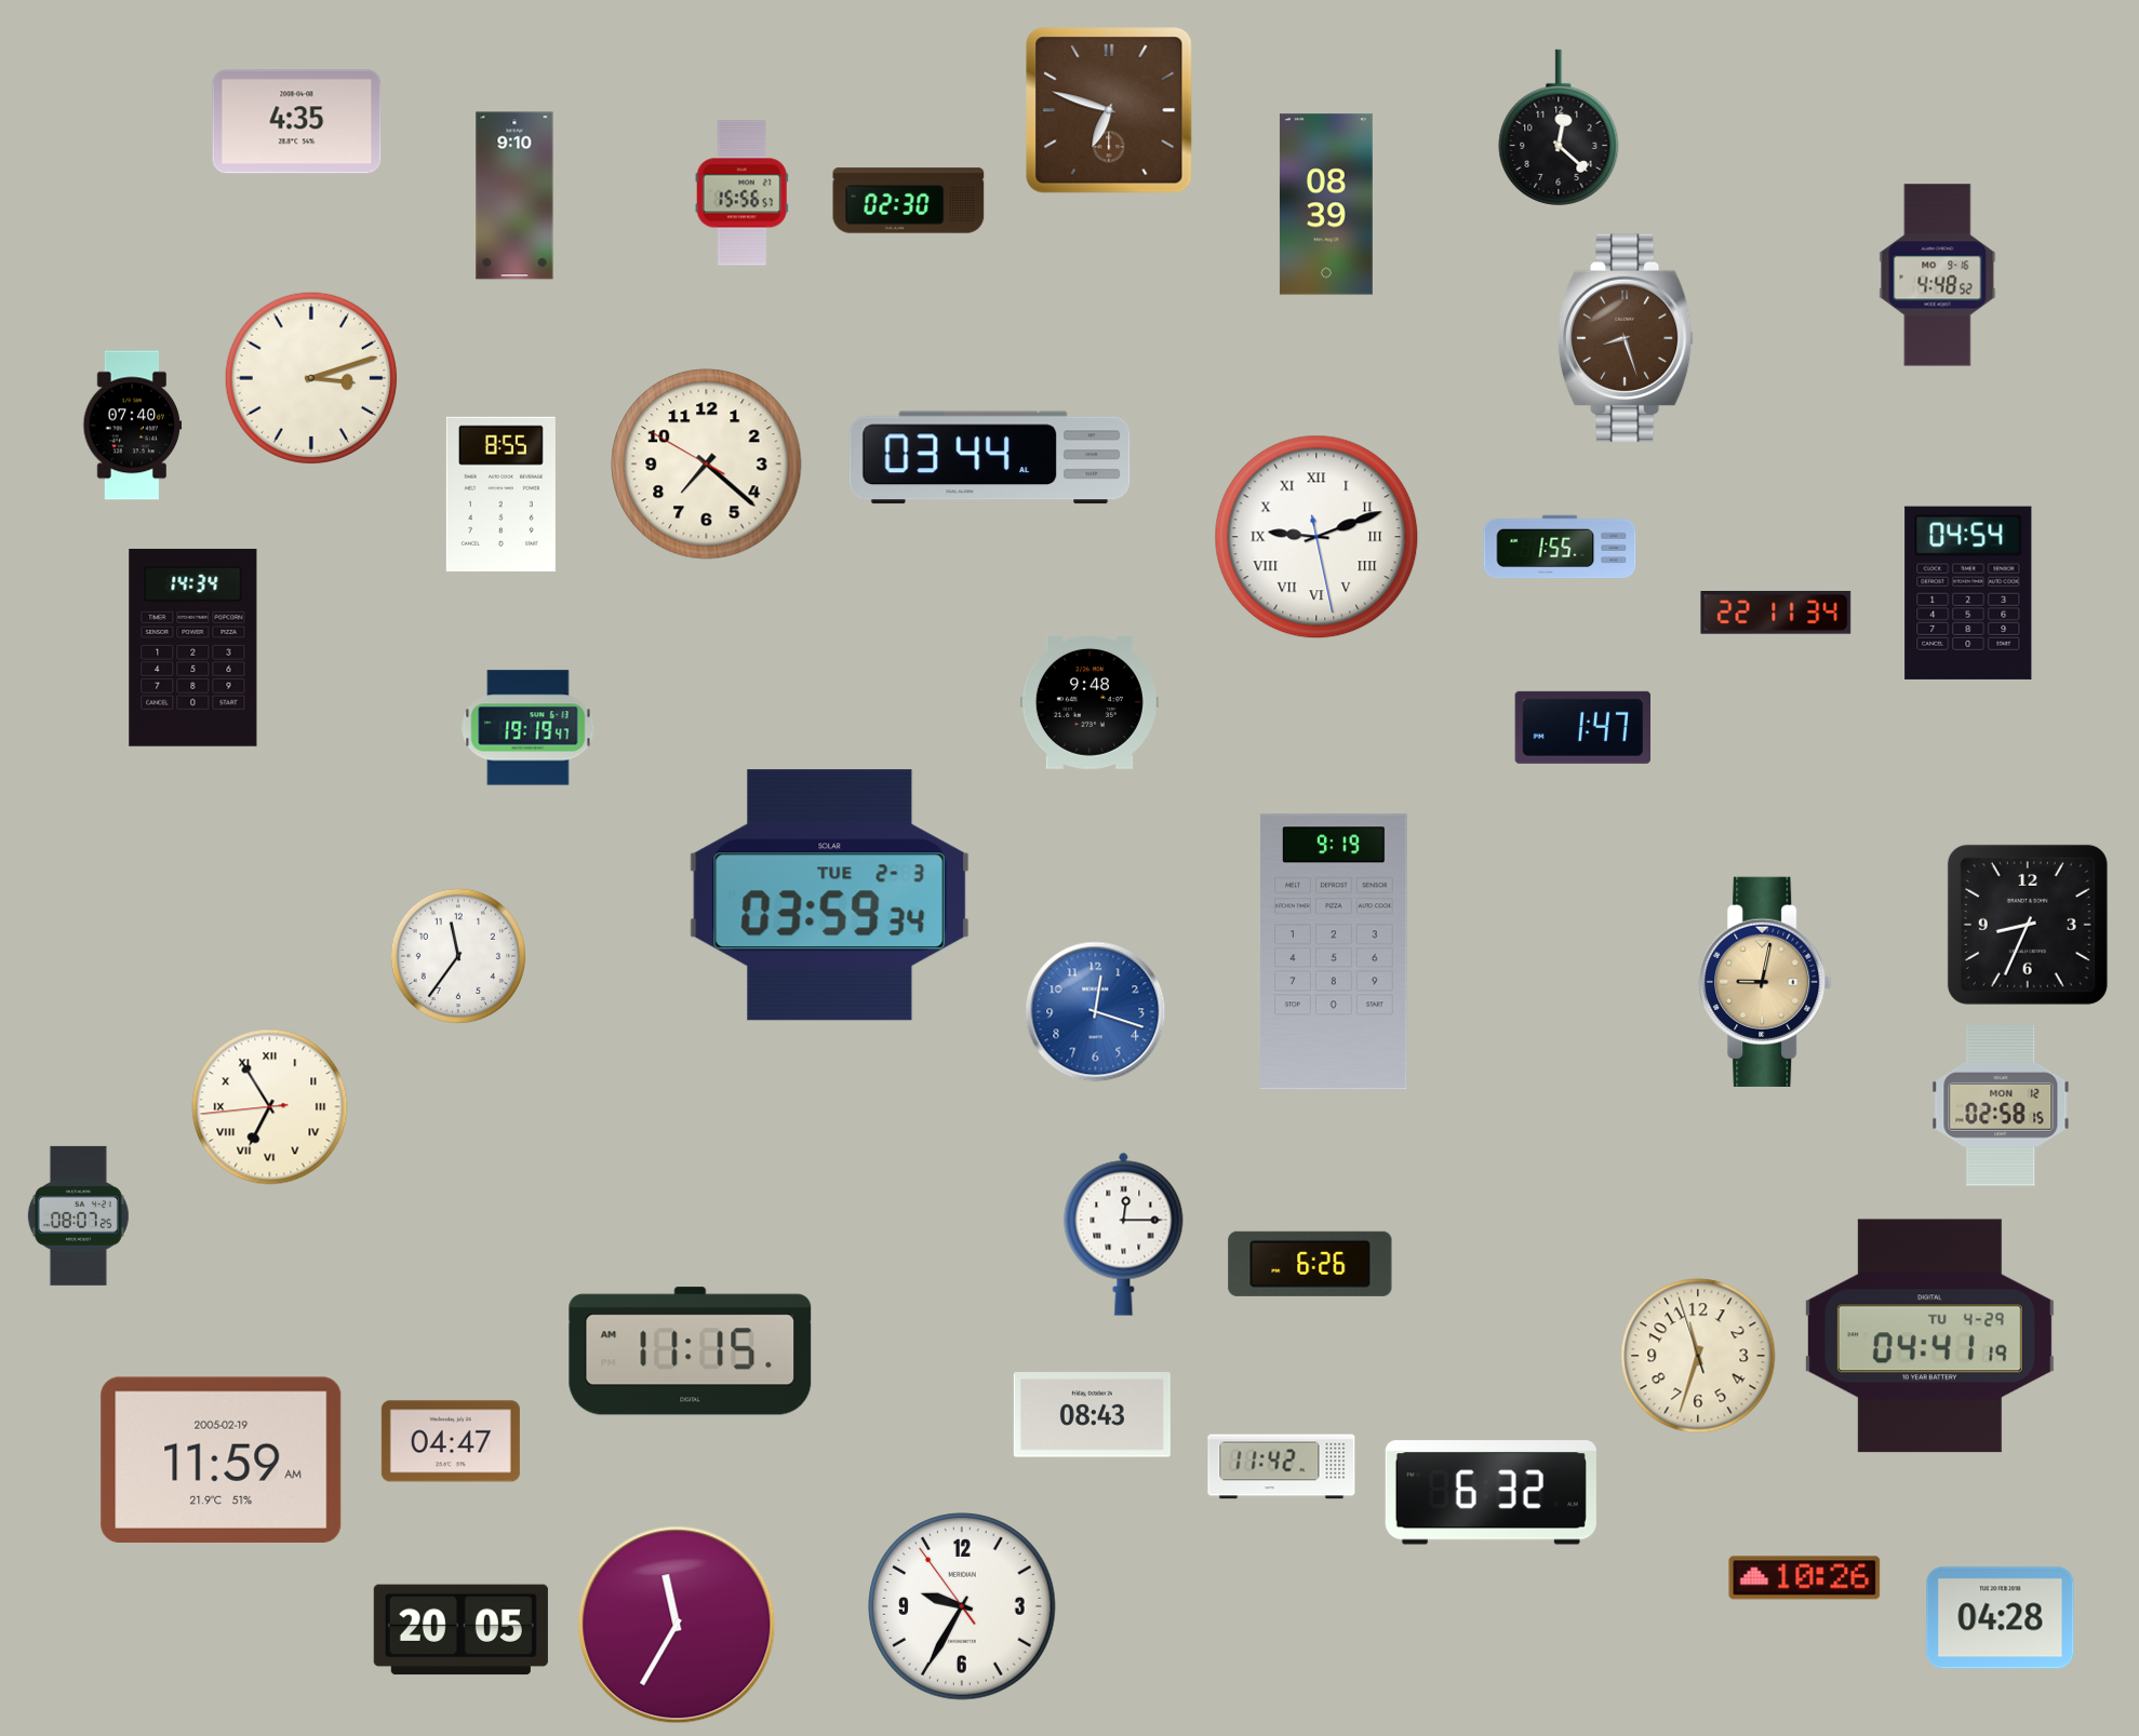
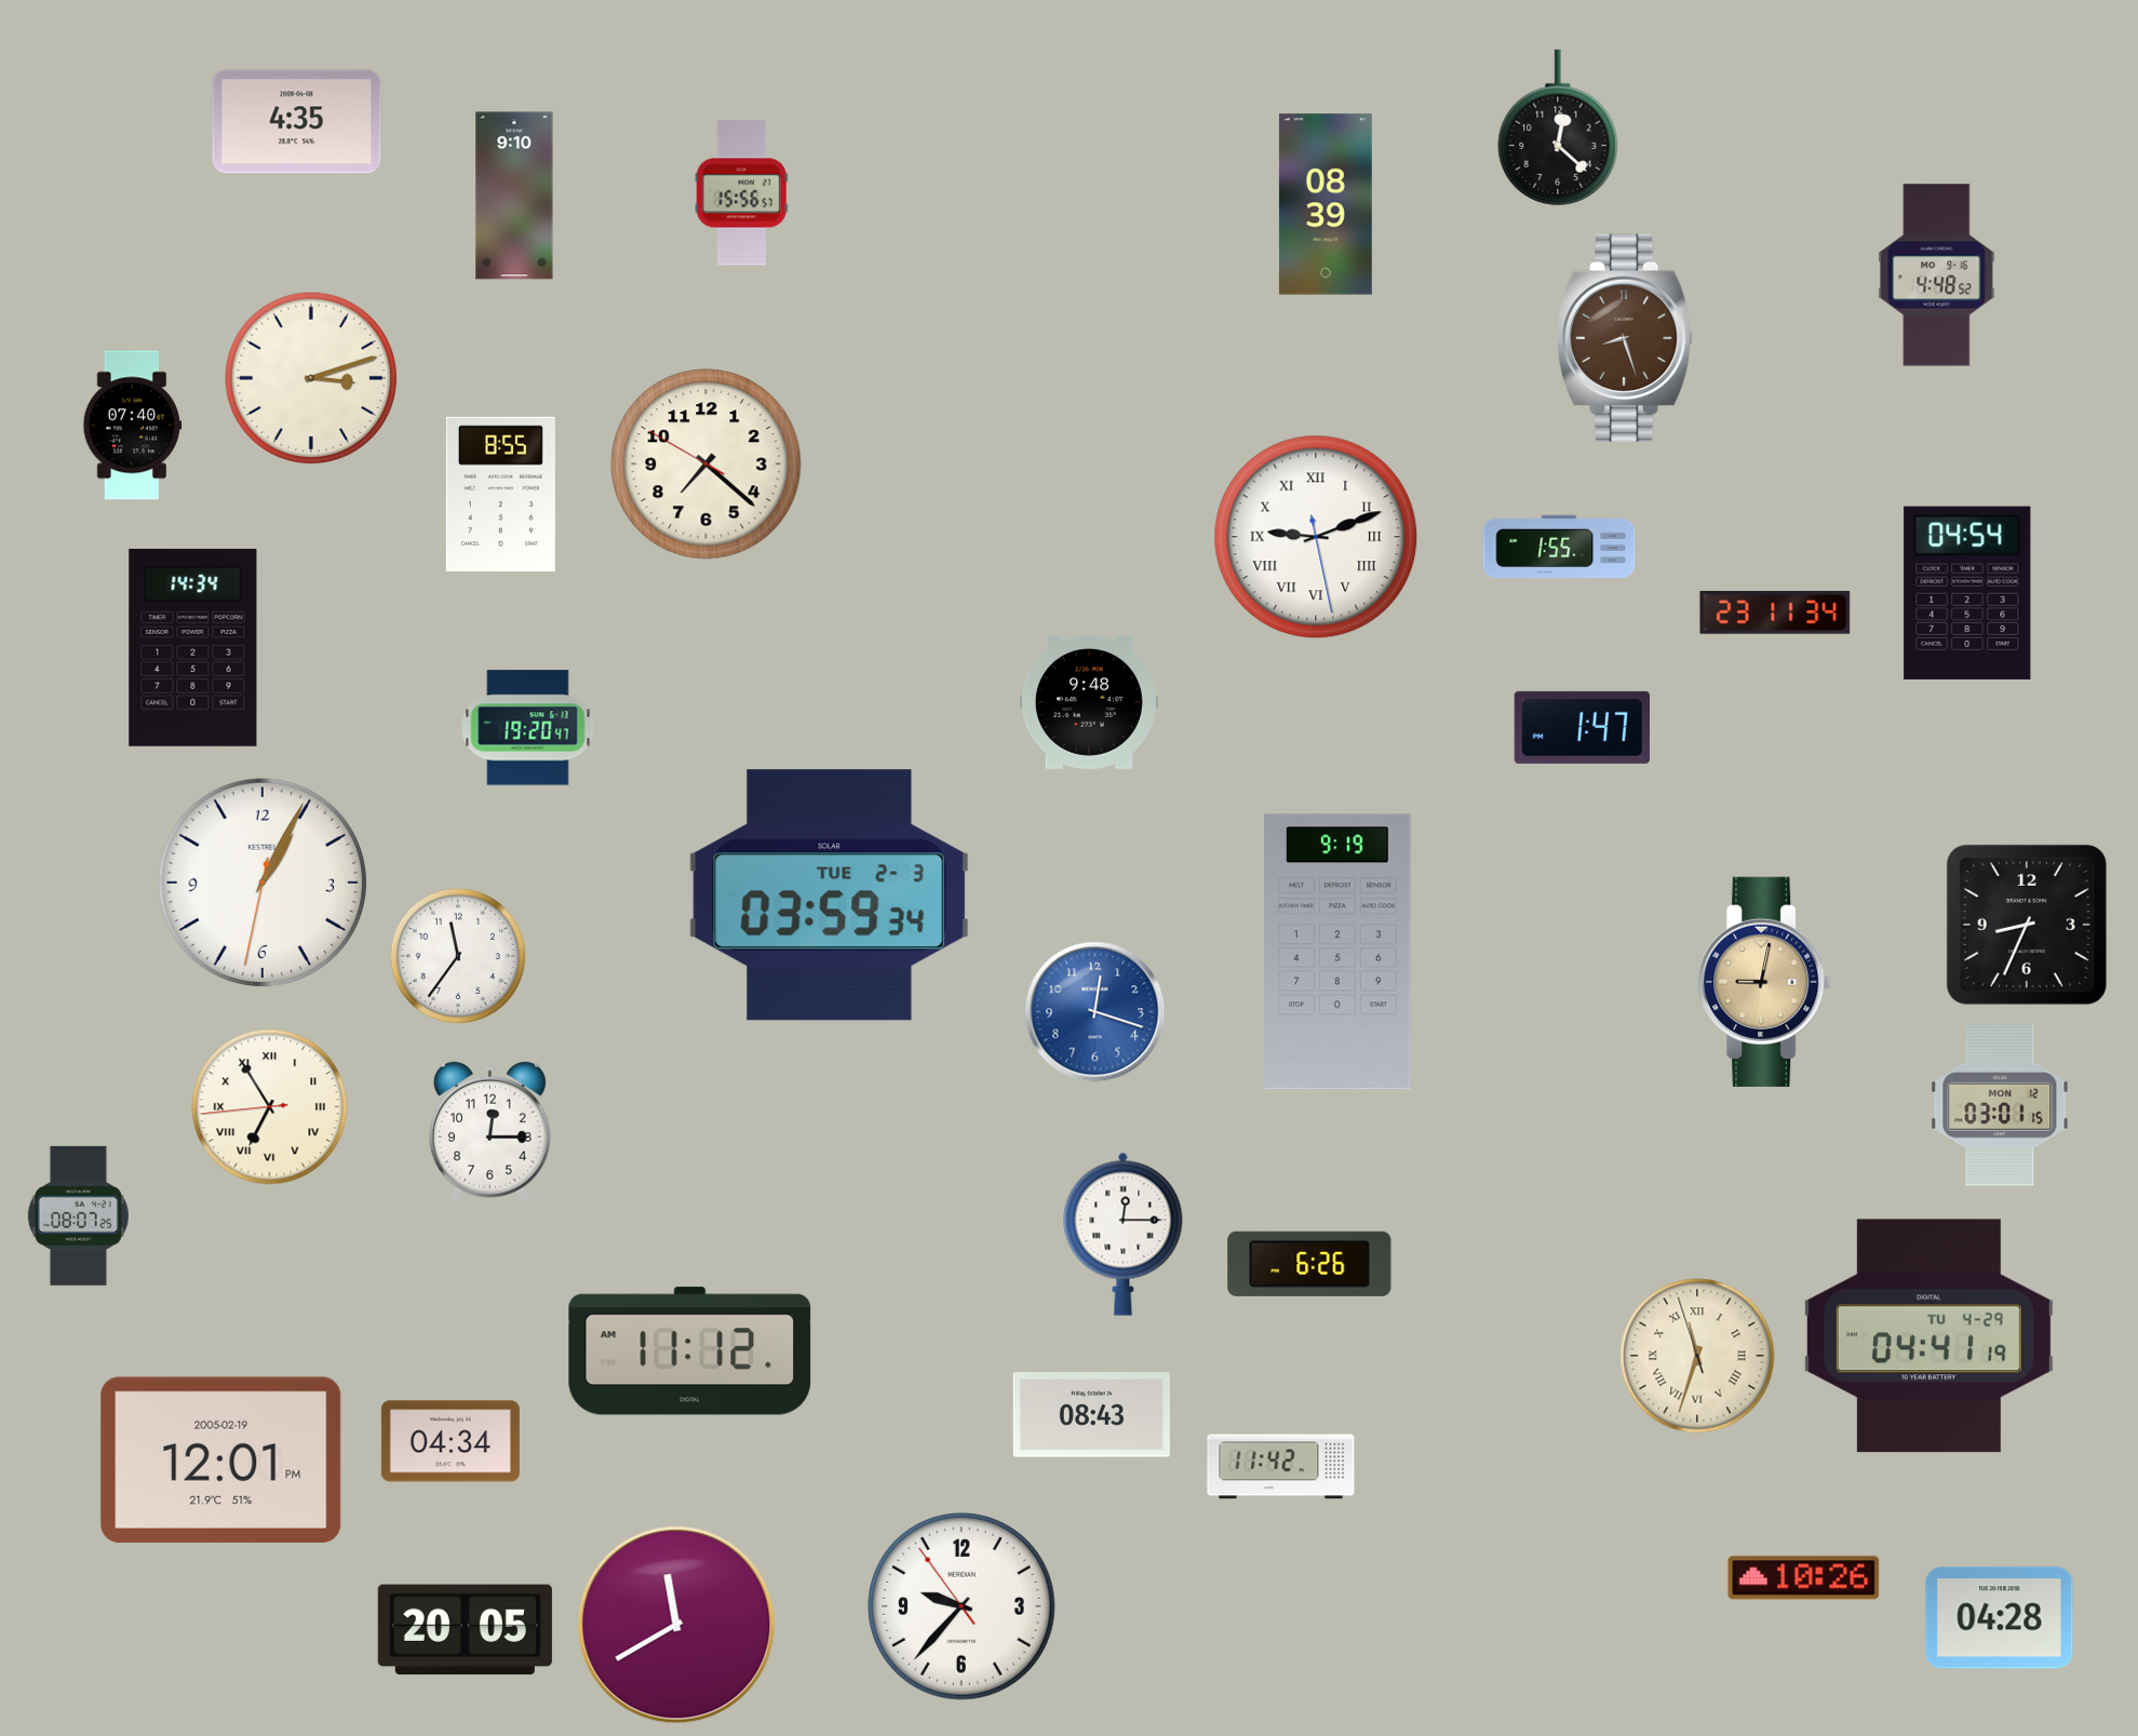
clock at (1109, 110): 6:48 -> none
clock at (909, 201): 02:30 -> none
clock at (990, 458): 03:44 -> none
clock at (1776, 613): 22:11 -> 23:11
clock at (529, 728): 19:19 -> 19:20
clock at (263, 883): none -> 1:04
clock at (1334, 952) position: (1334, 952) -> (1337, 952)
clock at (2001, 1105): 02:58 -> 03:01
clock at (489, 1132): none -> 12:15
clock at (691, 1351): 11:15 -> 11:12
clock at (1698, 1356) numerals: Arabic -> Roman
clock at (451, 1441): 04:47 -> 04:34
clock at (222, 1459): 11:59 -> 12:01
clock at (1490, 1493): 6:32 -> none
clock at (962, 1606): 9:34 -> 9:36
clock at (677, 1625): 11:35 -> 11:40
clock at (460, 1630) position: (460, 1630) -> (465, 1630)
